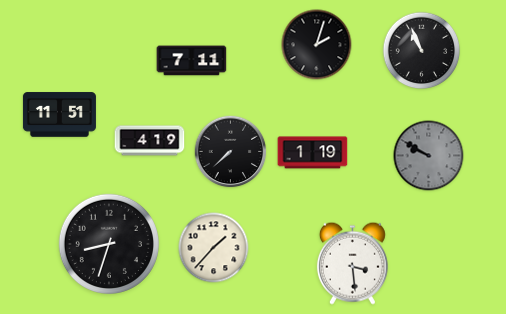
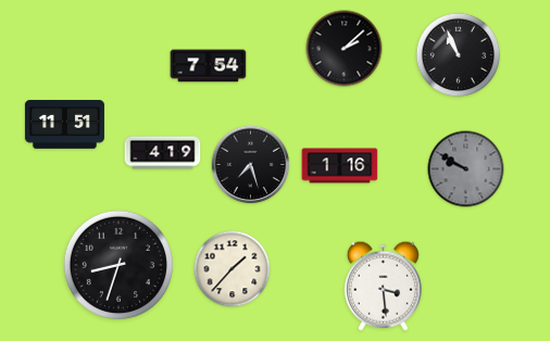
clock at (317, 45): 2:03 -> 2:08
clock at (192, 61): 7:11 -> 7:54
clock at (231, 152): 7:38 -> 7:27
clock at (313, 153): 1:19 -> 1:16
